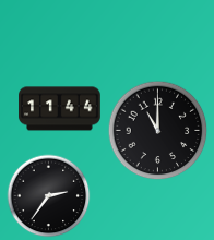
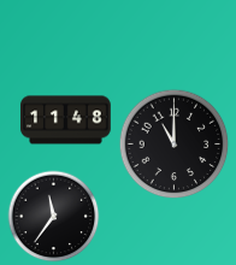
clock at (60, 109): 11:44 -> 11:48
clock at (49, 196): 2:36 -> 11:36
